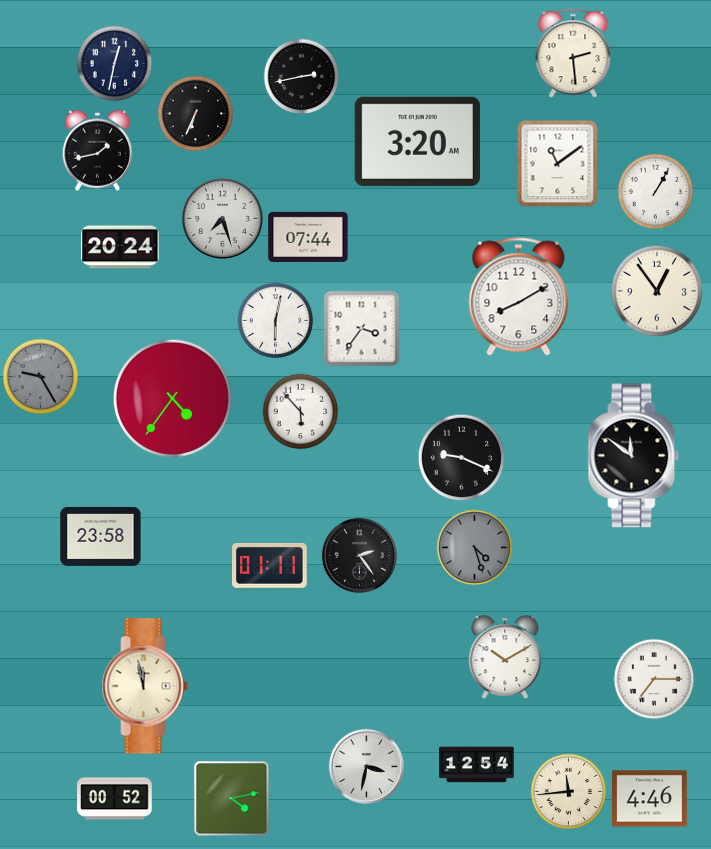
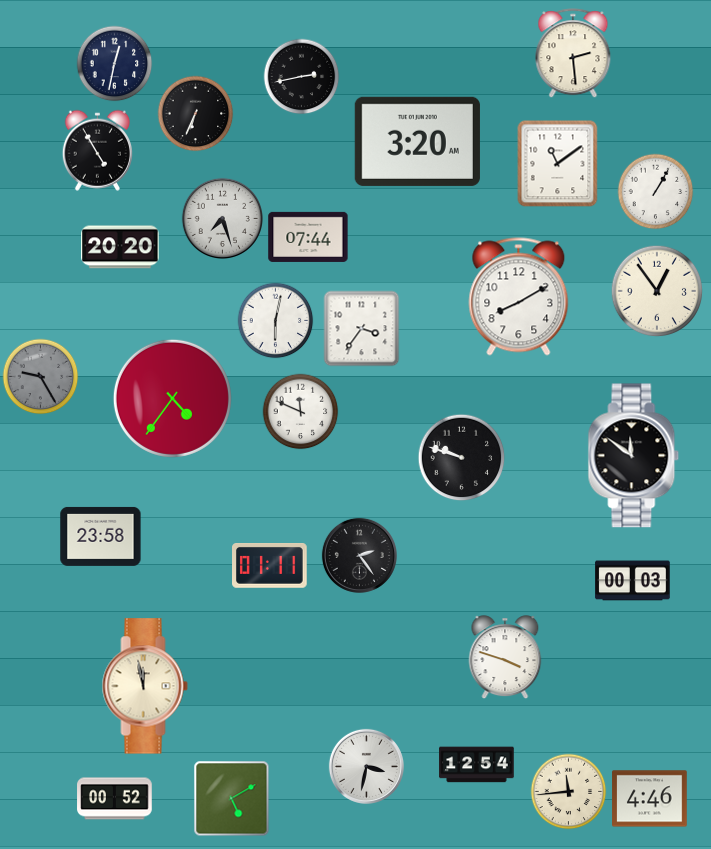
clock at (97, 150): 1:43 -> 4:55
clock at (120, 247): 20:24 -> 20:20
clock at (301, 412): 5:53 -> 11:49
clock at (462, 458): 9:19 -> 9:48
clock at (475, 548): 4:27 -> none
clock at (633, 581): none -> 00:03
clock at (505, 658): 10:10 -> 3:48
clock at (654, 679): 7:15 -> none
clock at (232, 799): 4:13 -> 5:10
